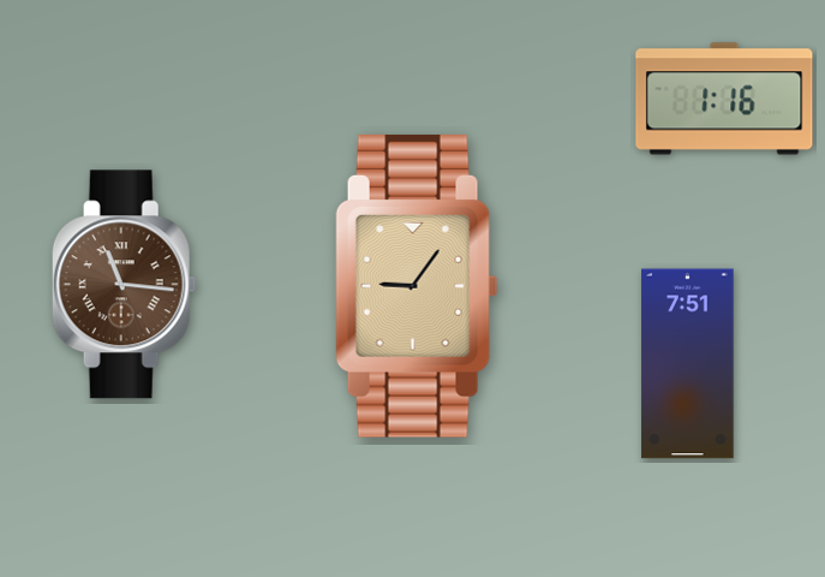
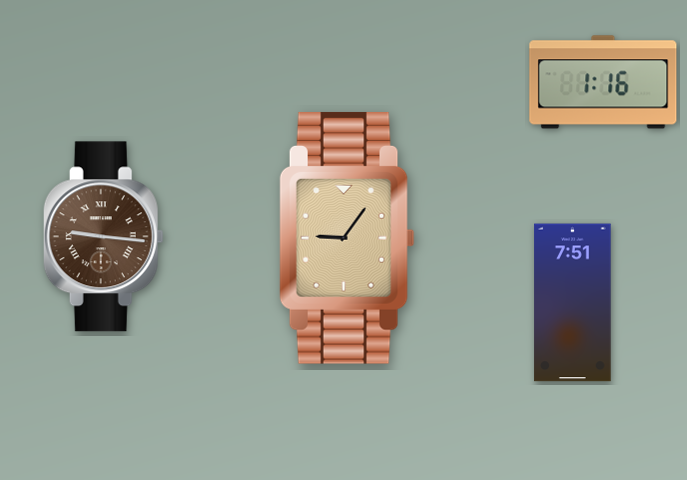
clock at (124, 285): 11:16 -> 9:16
